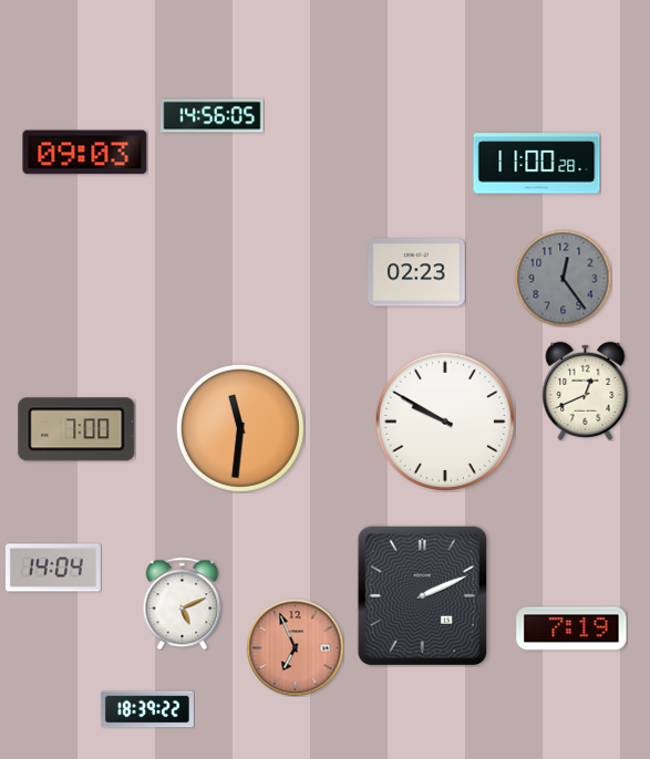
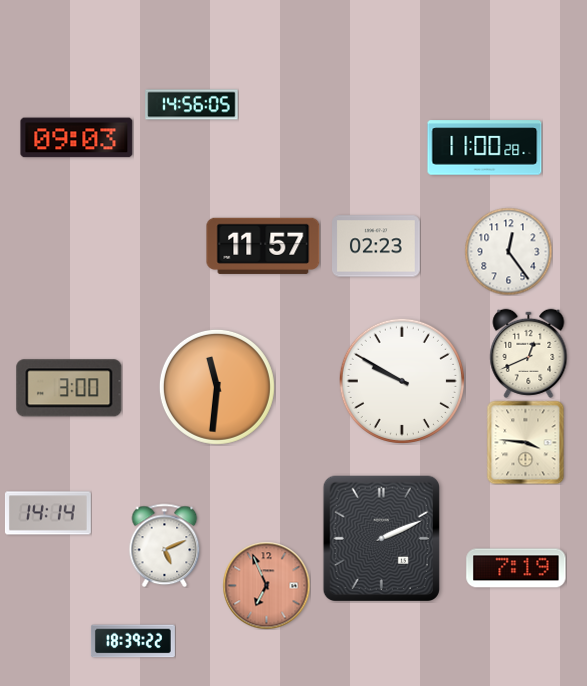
clock at (263, 246): none -> 11:57
clock at (563, 278) dial: grey -> white
clock at (76, 429): 7:00 -> 3:00
clock at (526, 442): none -> 3:46
clock at (53, 568): 14:04 -> 14:14
